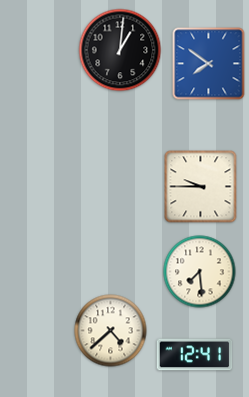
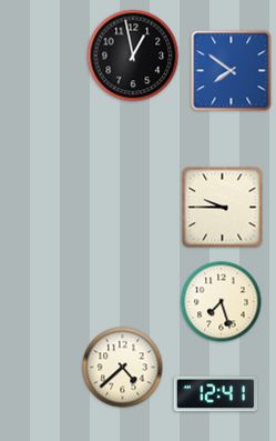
clock at (120, 50): 1:01 -> 12:58
clock at (200, 272): 7:29 -> 7:27
